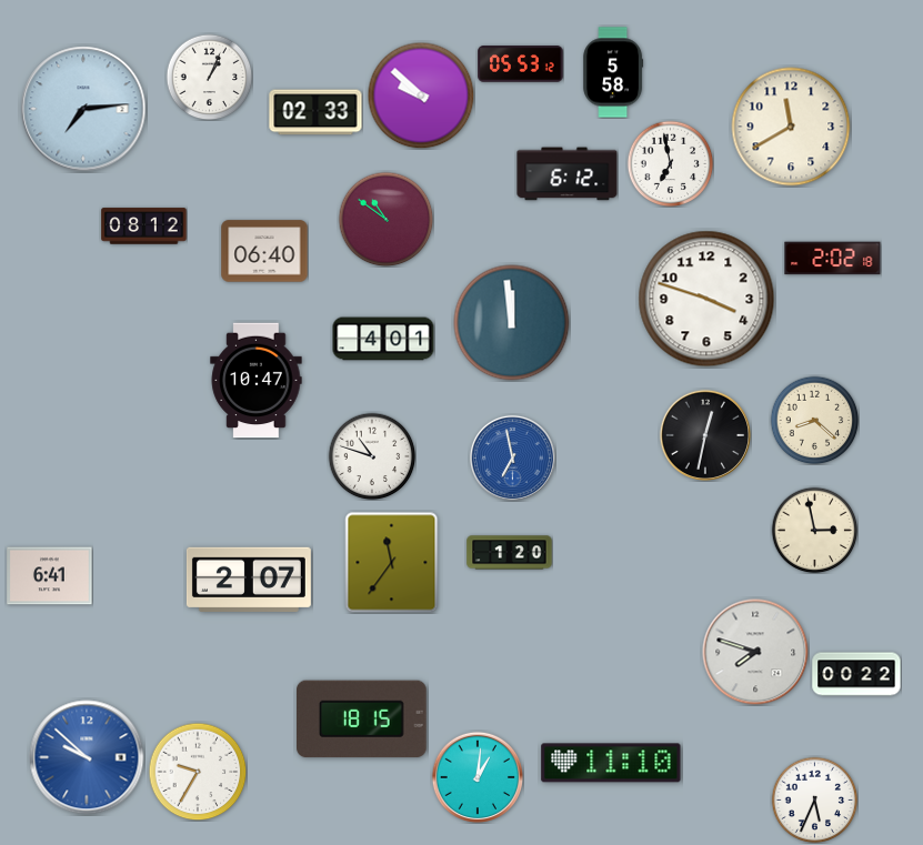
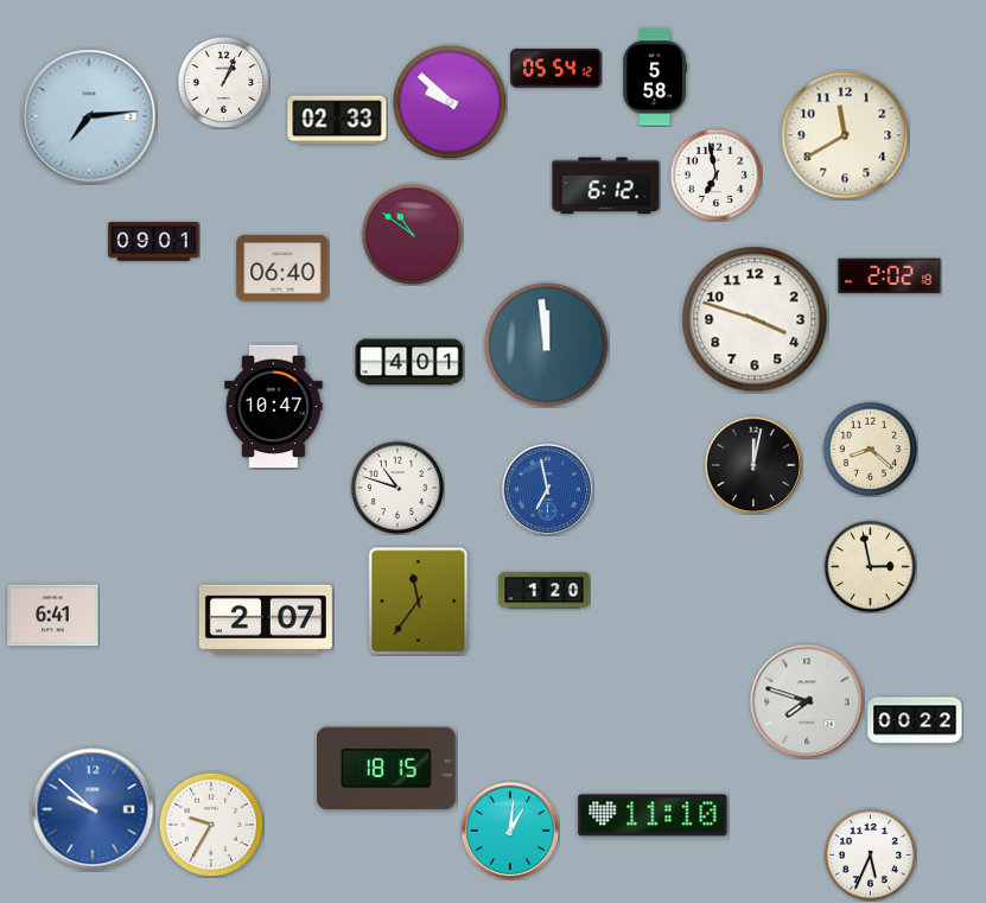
clock at (521, 64): 05:53 -> 05:54
clock at (144, 227): 08:12 -> 09:01
clock at (704, 434): 12:32 -> 12:02
clock at (755, 652) position: (755, 652) -> (807, 701)
